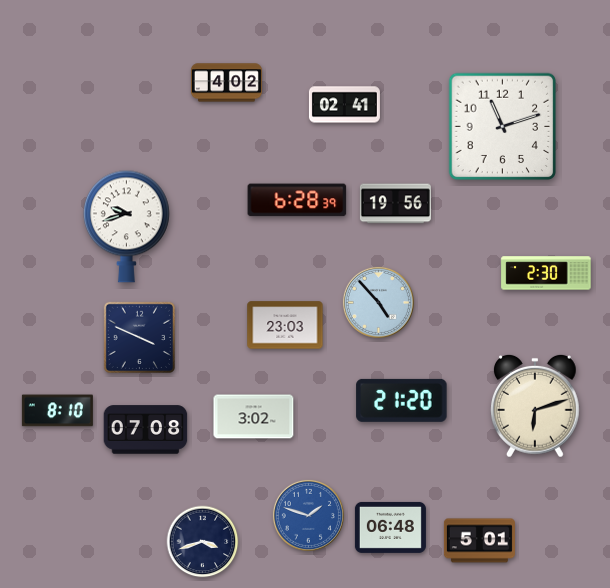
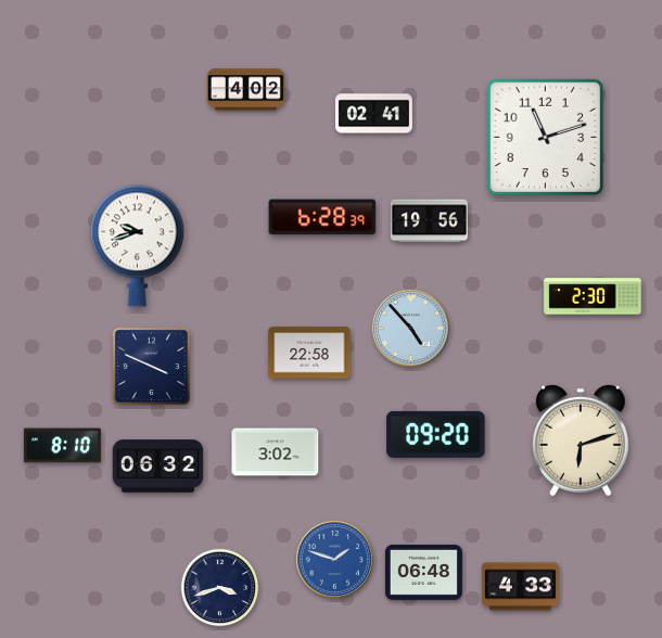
clock at (285, 325): 23:03 -> 22:58
clock at (402, 400): 21:20 -> 09:20
clock at (146, 430): 07:08 -> 06:32
clock at (479, 541): 5:01 -> 4:33
